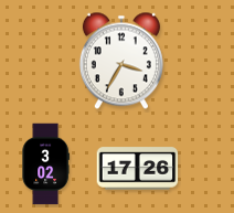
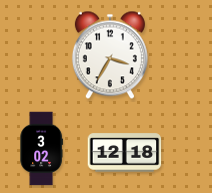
clock at (138, 169): 17:26 -> 12:18
